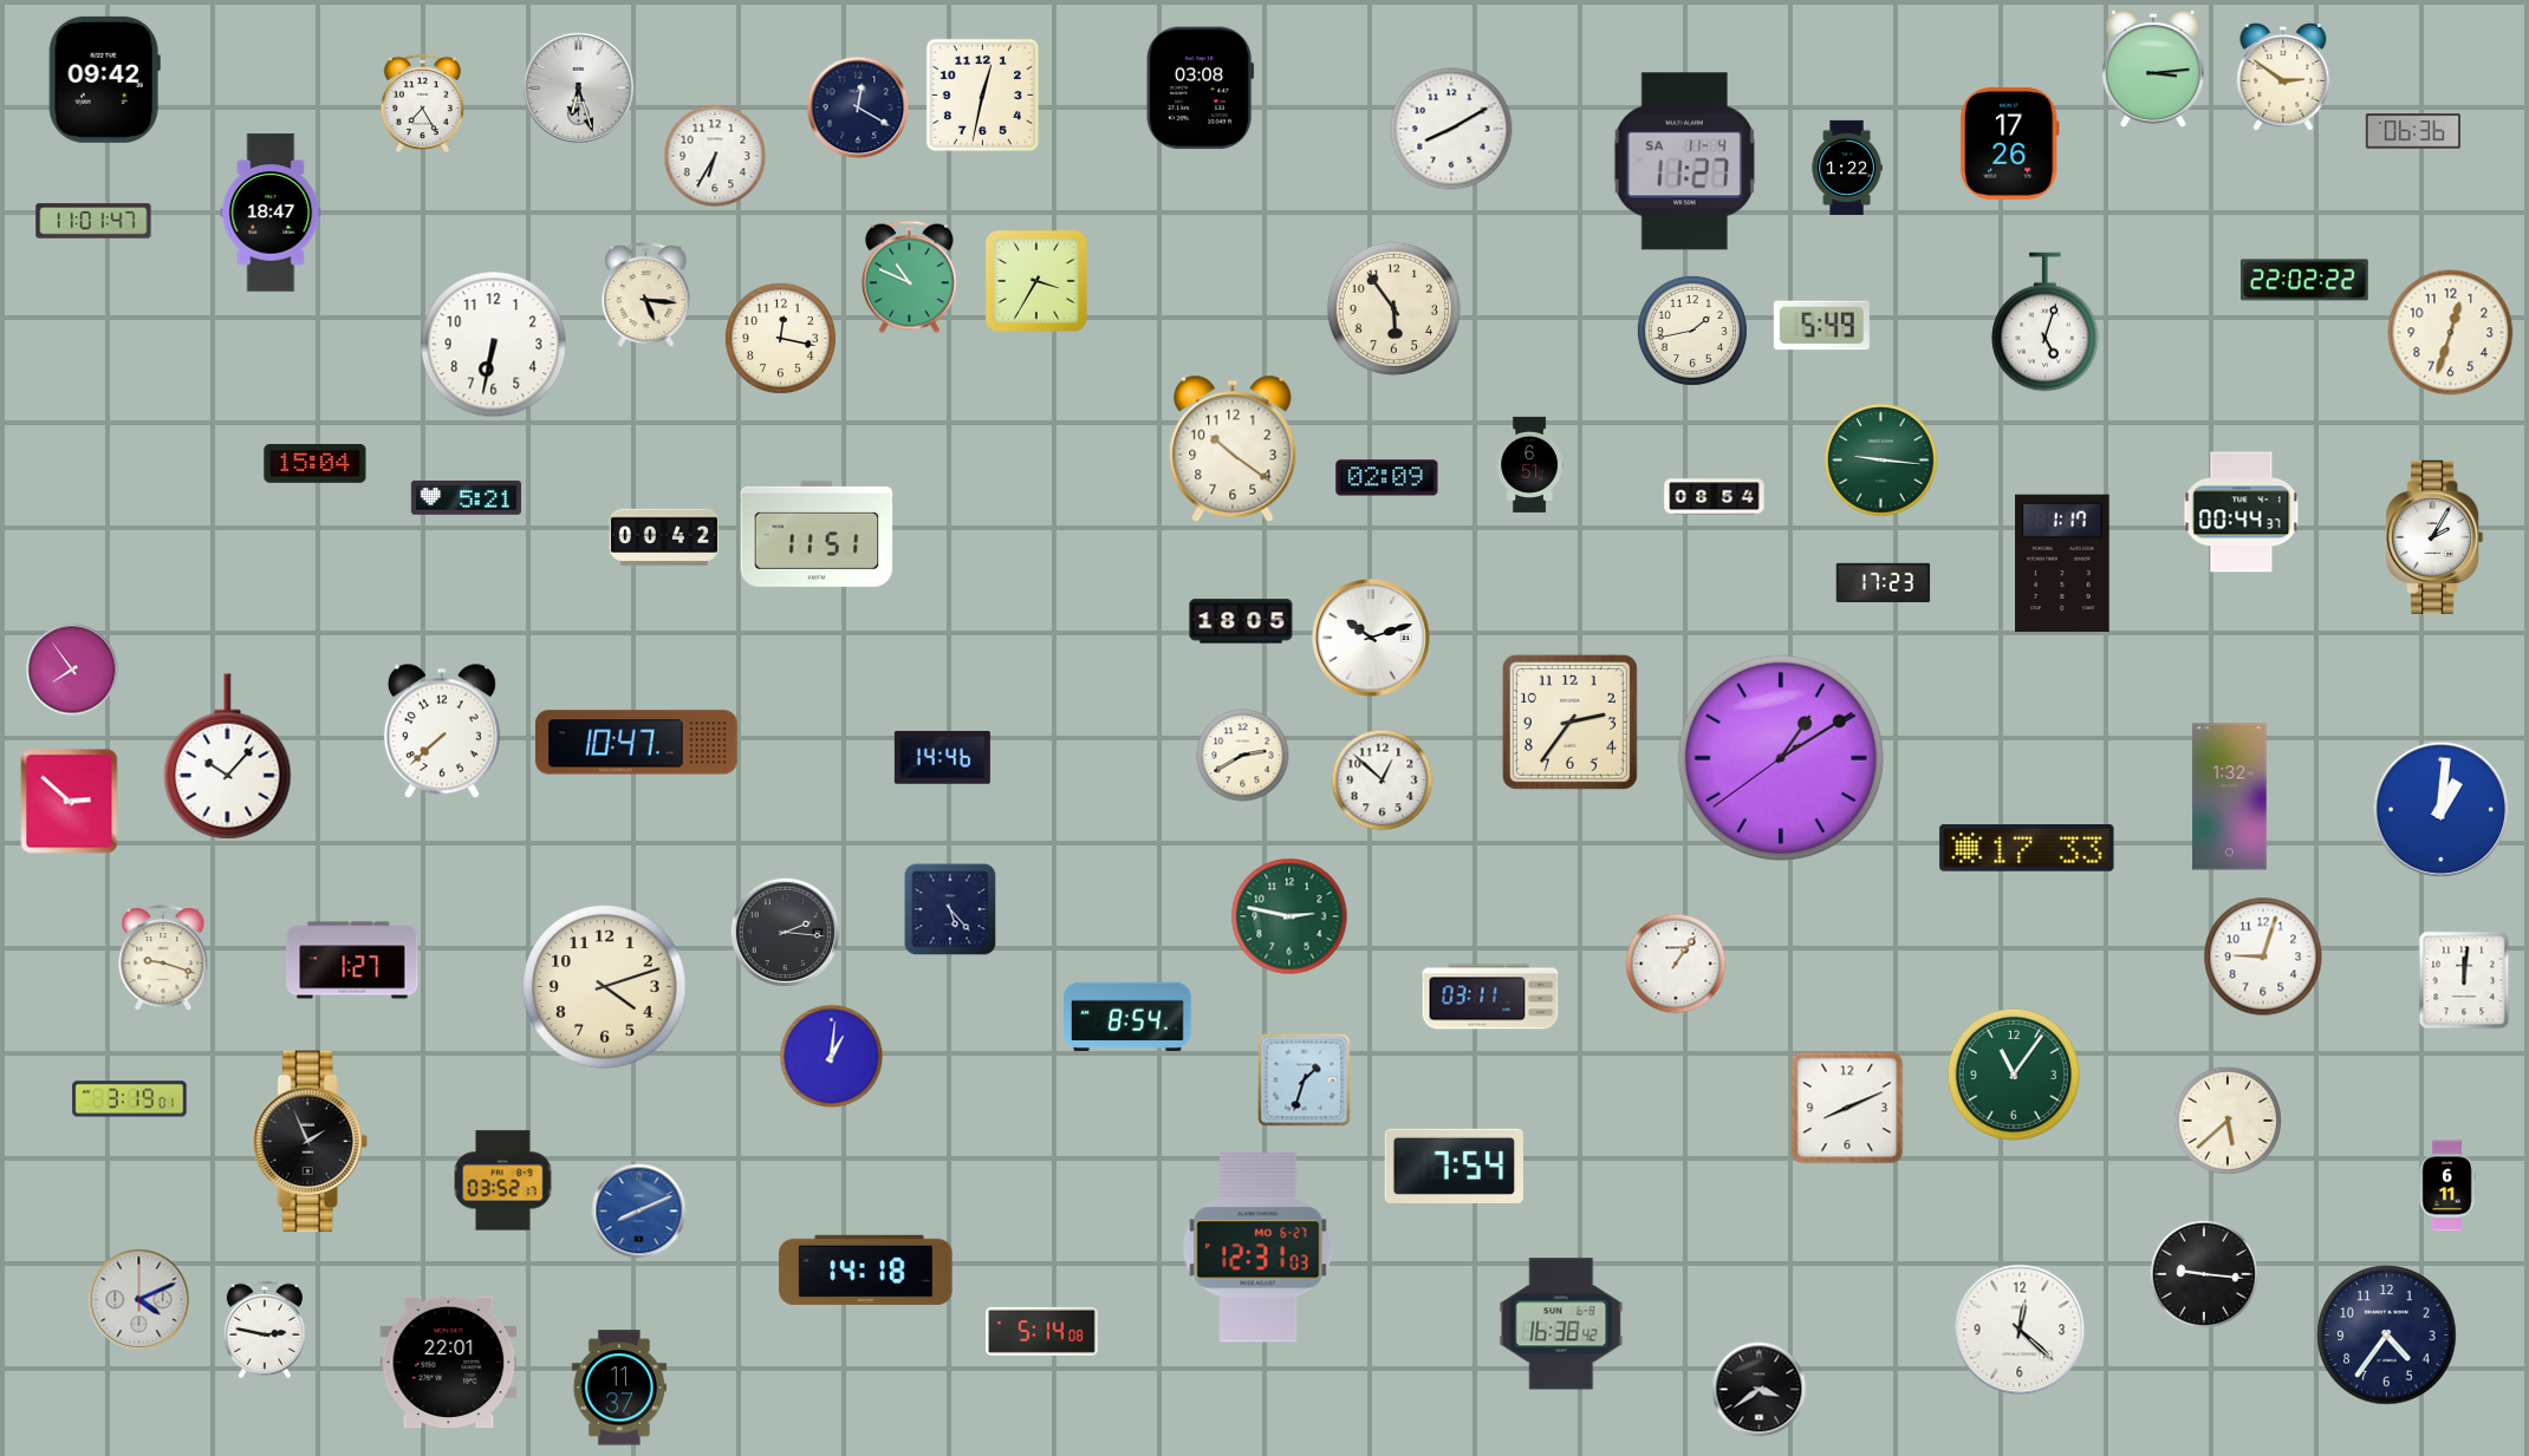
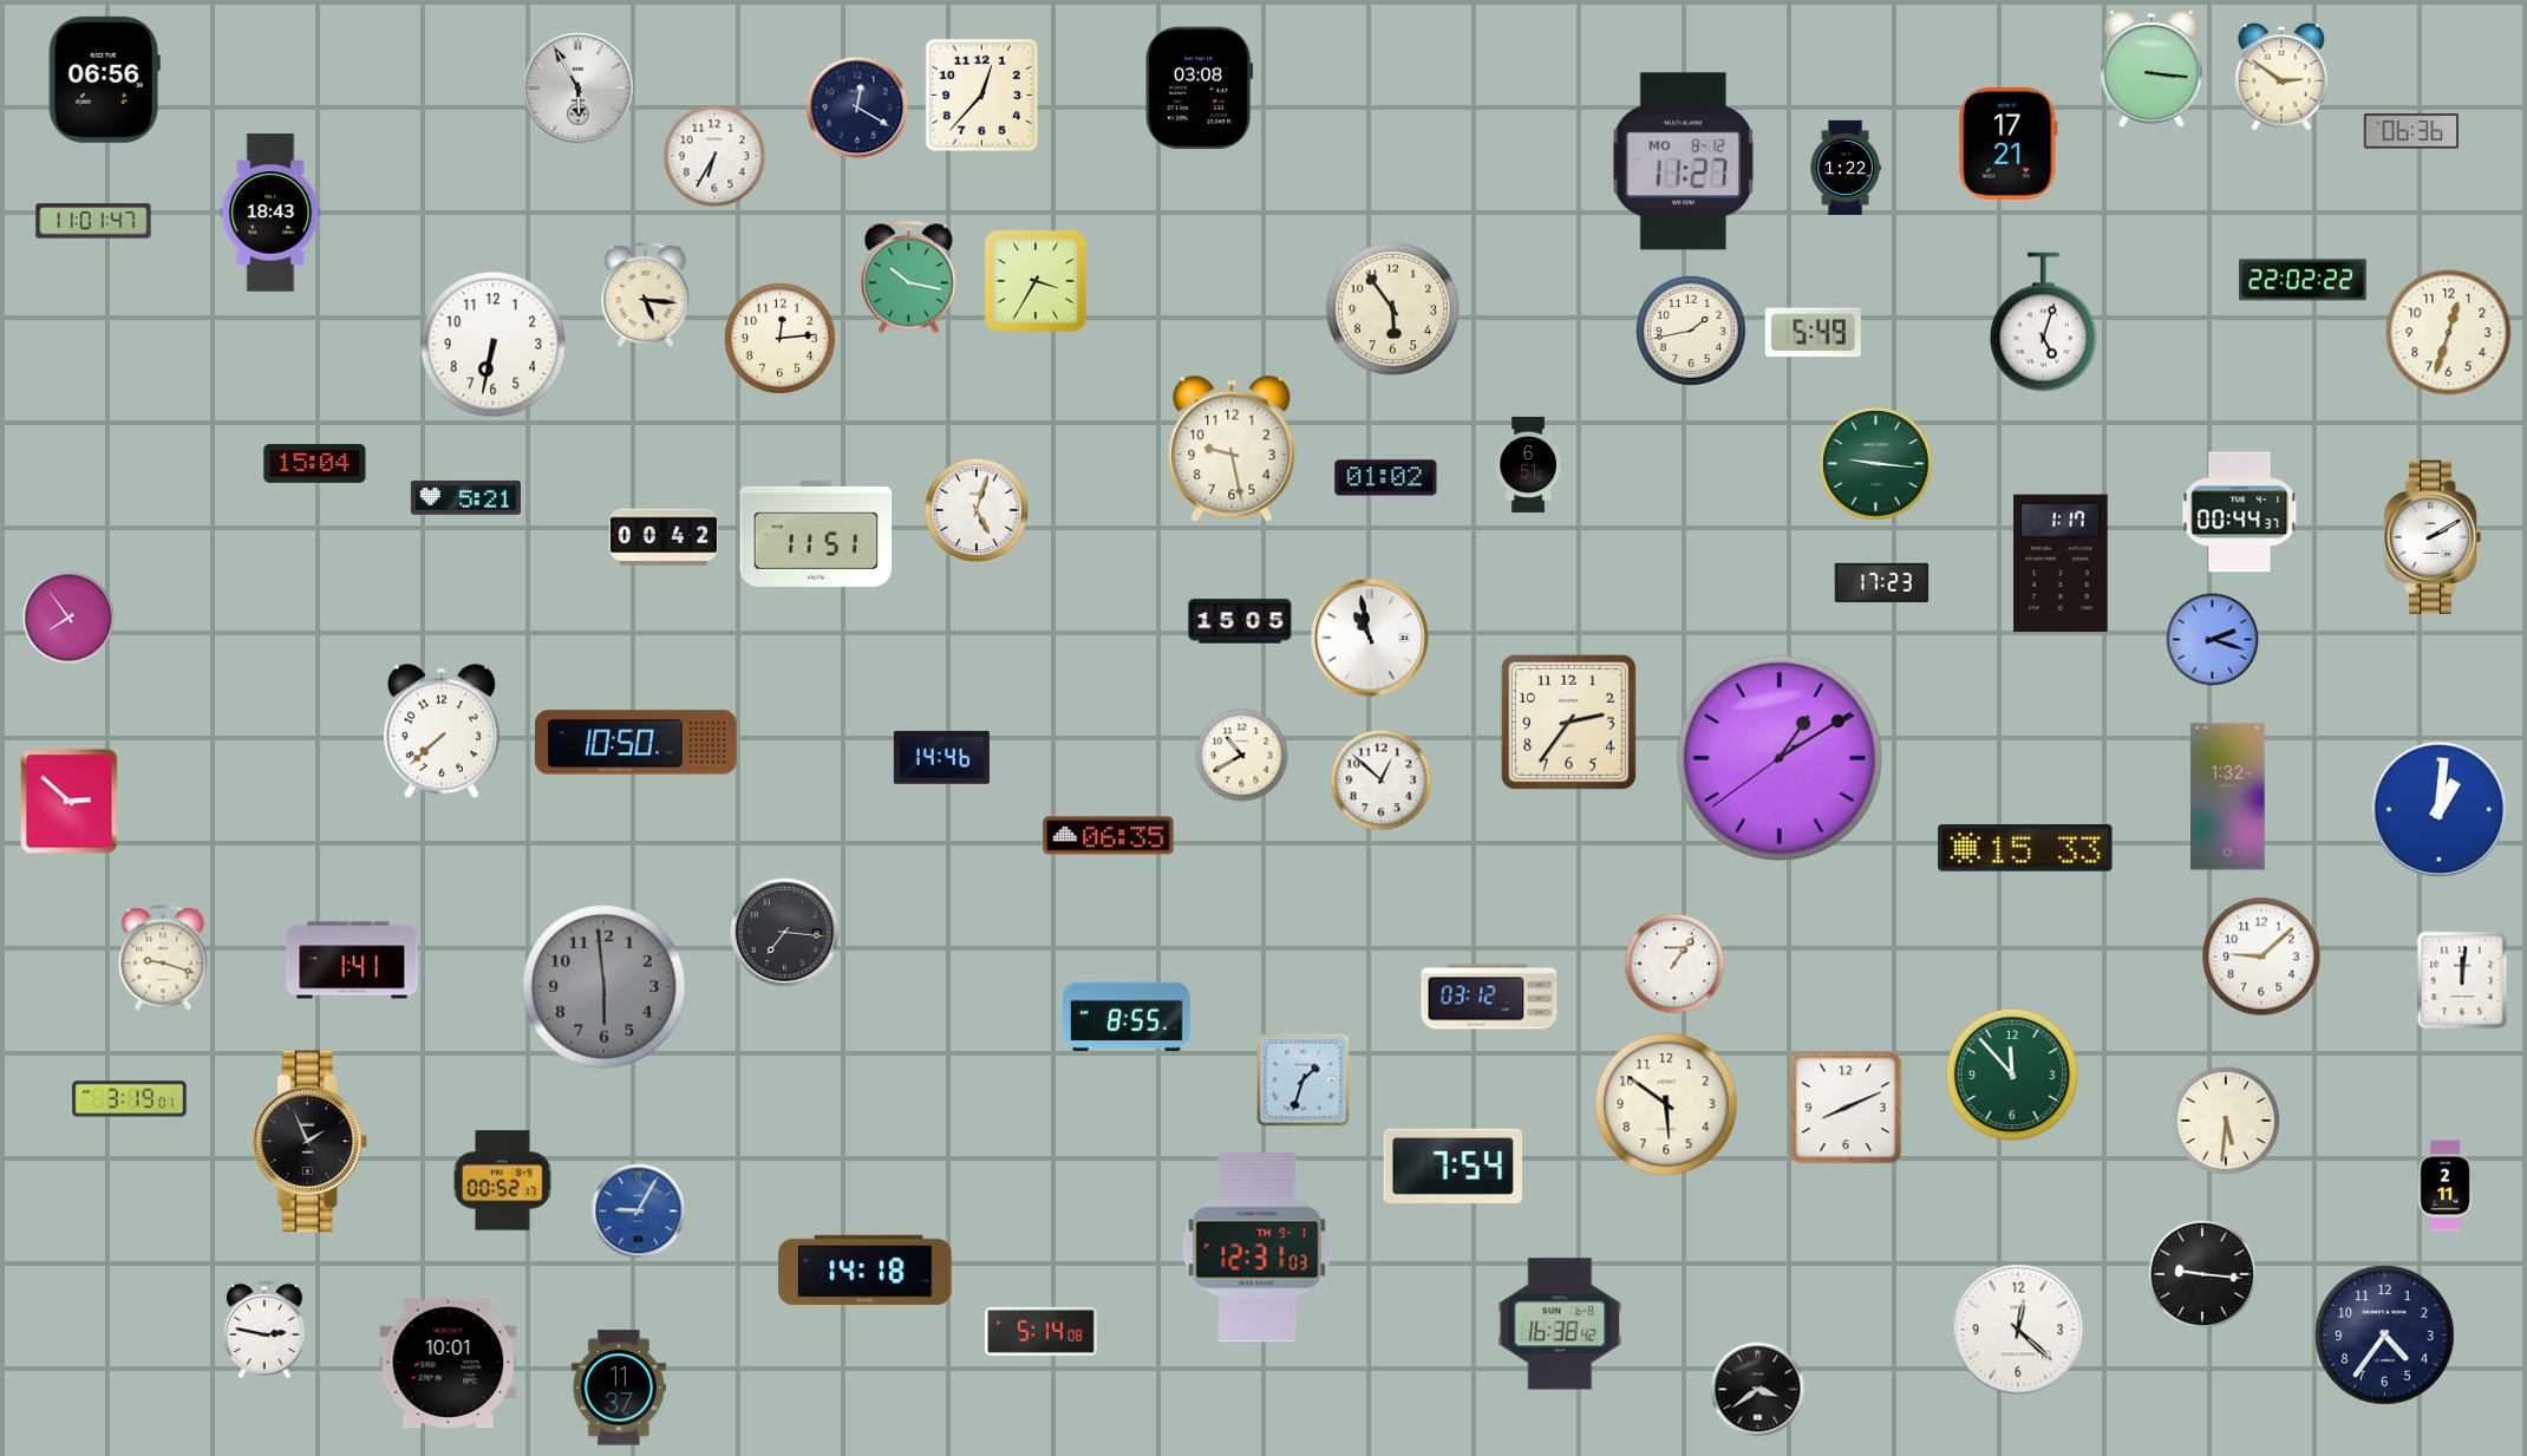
clock at (2153, 70): 3:14 -> 3:16
clock at (104, 79): 09:42 -> 06:56
clock at (578, 87): 6:27 -> 5:55
clock at (982, 94): 12:32 -> 12:37
clock at (423, 103): 7:25 -> none
clock at (1451, 129): 8:10 -> none
clock at (2009, 143): 17:26 -> 17:21
clock at (1684, 162) date: SA 11-4 -> MO 8-12
clock at (271, 213): 18:47 -> 18:43
clock at (909, 278): 10:49 -> 10:17
clock at (1821, 326) position: (1821, 326) -> (1813, 333)
clock at (780, 338): 12:17 -> 12:14
clock at (1233, 449): 10:21 -> 9:28
clock at (1881, 461) position: (1881, 461) -> (1876, 464)
clock at (1387, 478): 02:09 -> 01:02
clock at (1715, 497): 08:54 -> none
clock at (977, 510): none -> 5:03
clock at (2434, 537): 2:05 -> 2:10
clock at (1241, 621): 18:05 -> 15:05
clock at (1371, 638): 10:12 -> 10:58
clock at (2213, 640): none -> 2:18
clock at (72, 670) position: (72, 670) -> (68, 618)
clock at (637, 743): 10:47 -> 10:50
clock at (1243, 756): 2:40 -> 10:40
clock at (228, 757): 10:07 -> none
clock at (1109, 836): none -> 06:35
clock at (2027, 849): 17:33 -> 15:33
clock at (950, 909): 5:23 -> none
clock at (1289, 916): 2:47 -> none
clock at (785, 932): 2:16 -> 7:16
clock at (2263, 956): 9:03 -> 9:08
clock at (352, 960): 1:27 -> 1:41
clock at (605, 987): 4:12 -> 5:59
clock at (605, 987) dial: cream -> grey
clock at (1490, 997): 03:11 -> 03:12
clock at (1129, 1016): 8:54 -> 8:55
clock at (832, 1057): 1:01 -> none
clock at (2014, 1075): 11:06 -> 11:53
clock at (1666, 1104): none -> 5:51
clock at (2228, 1121): 5:38 -> 5:31
clock at (503, 1181): 03:52 -> 00:52
clock at (2447, 1186): 6:11 -> 2:11
clock at (639, 1212): 8:11 -> 9:05
clock at (1259, 1248) date: MO 6-27 -> TH 9-1
clock at (139, 1300): 4:11 -> none
clock at (449, 1363): 22:01 -> 10:01
